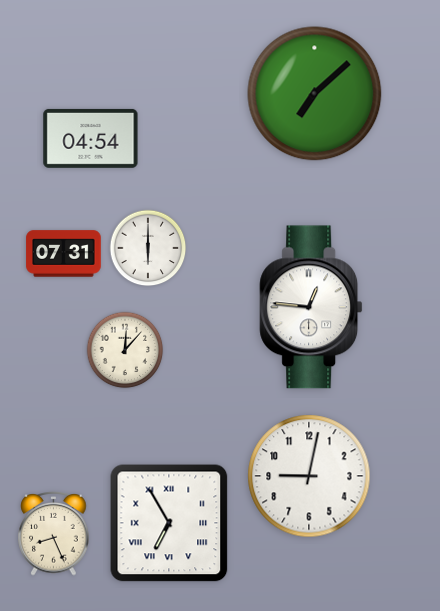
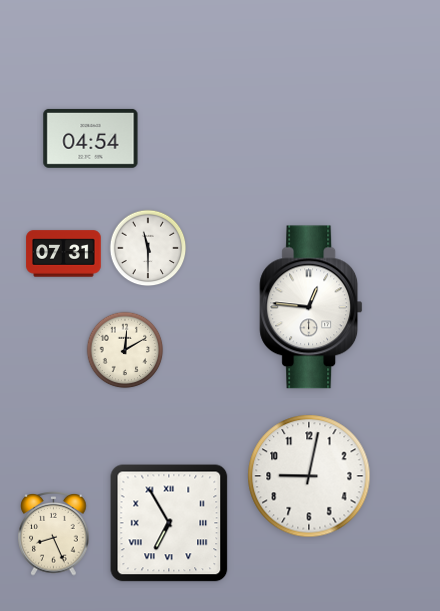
clock at (315, 94): 7:08 -> none
clock at (148, 248): 6:00 -> 11:30
clock at (125, 350): 12:07 -> 12:10
